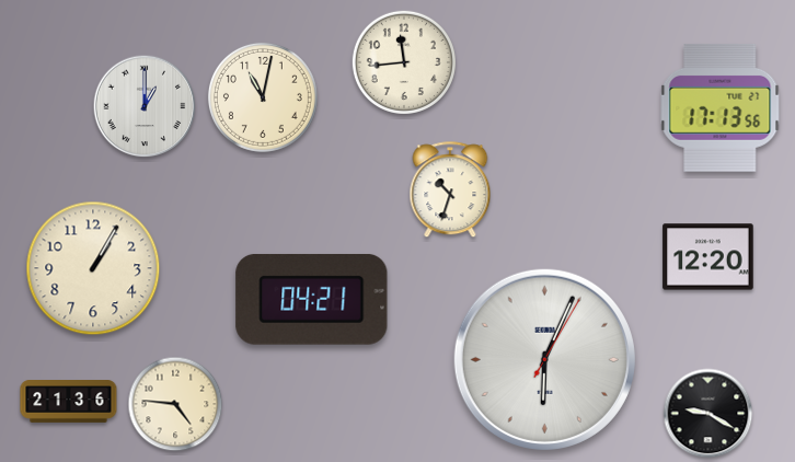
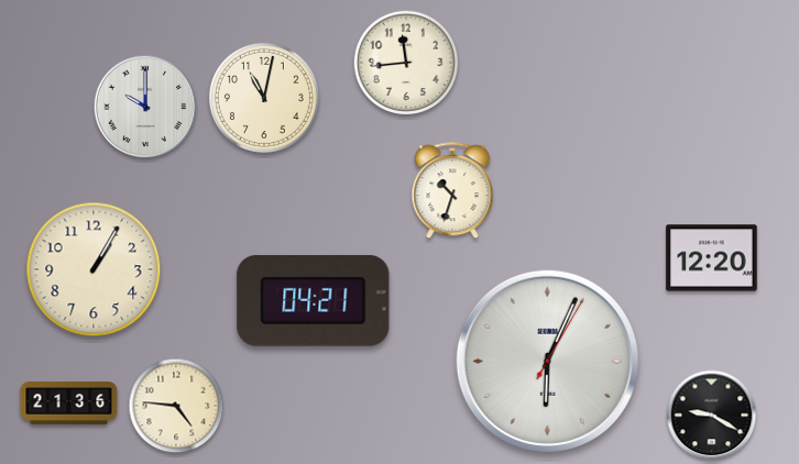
clock at (145, 106): 1:00 -> 10:00
clock at (721, 108): 17:13 -> none
